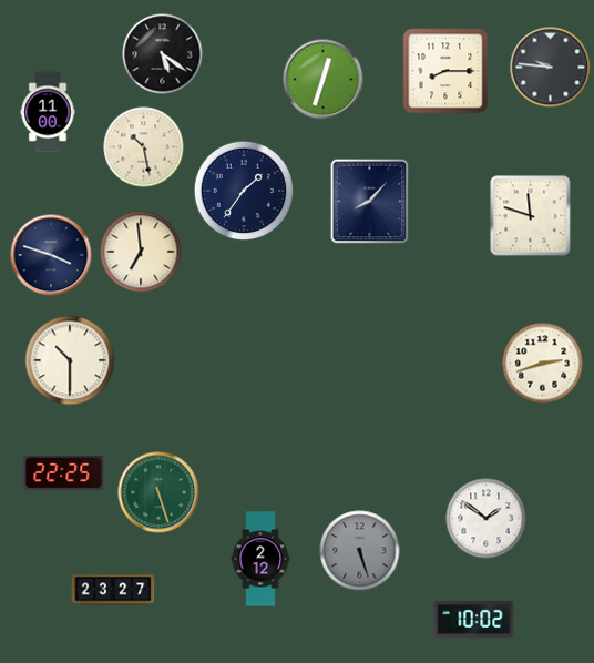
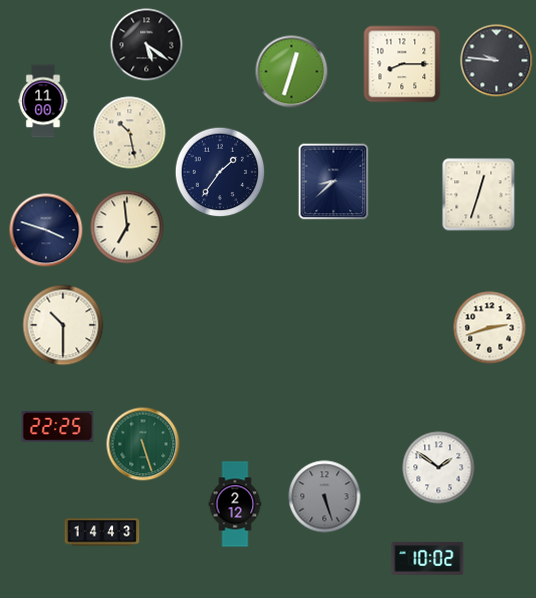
clock at (163, 54) position: (163, 54) -> (147, 45)
clock at (370, 202): 8:07 -> 8:38
clock at (531, 216): 11:48 -> 12:33
clock at (113, 590): 23:27 -> 14:43
